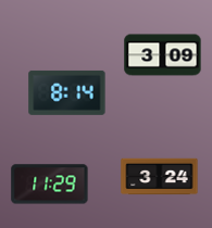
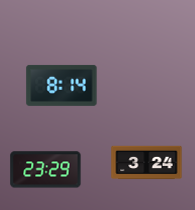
clock at (163, 55): 3:09 -> none
clock at (50, 185): 11:29 -> 23:29
